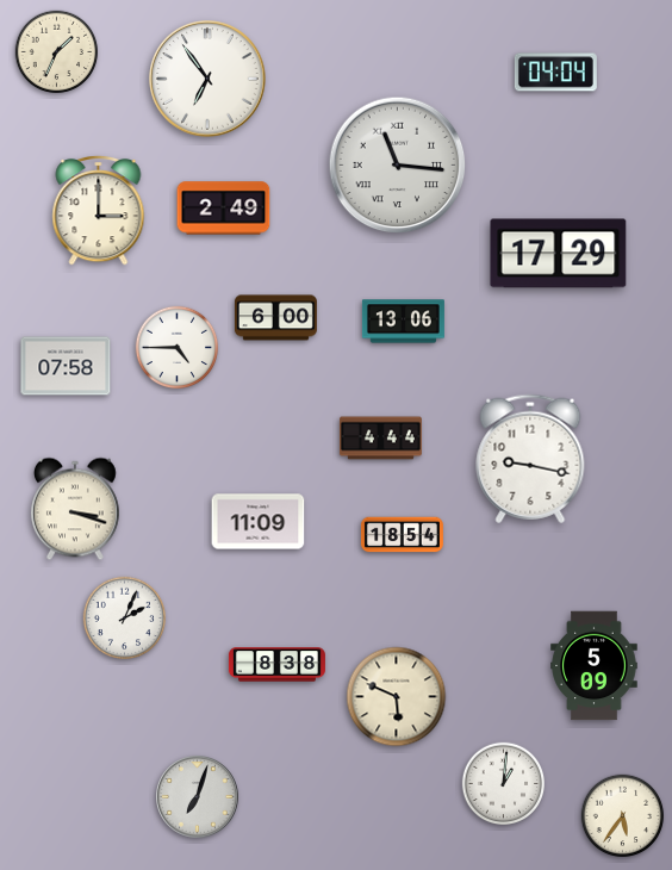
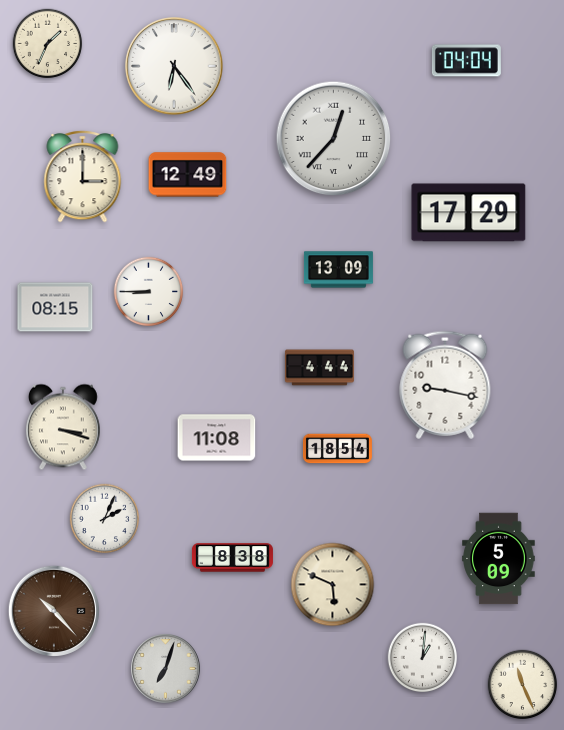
clock at (207, 79): 6:54 -> 6:24
clock at (398, 166): 11:16 -> 12:37
clock at (224, 209): 2:49 -> 12:49
clock at (275, 318): 6:00 -> none
clock at (403, 322): 13:06 -> 13:09
clock at (178, 348): 4:45 -> 8:45
clock at (66, 366): 07:58 -> 08:15
clock at (259, 522): 11:09 -> 11:08
clock at (53, 610): none -> 10:23
clock at (623, 816): 5:36 -> 11:26
